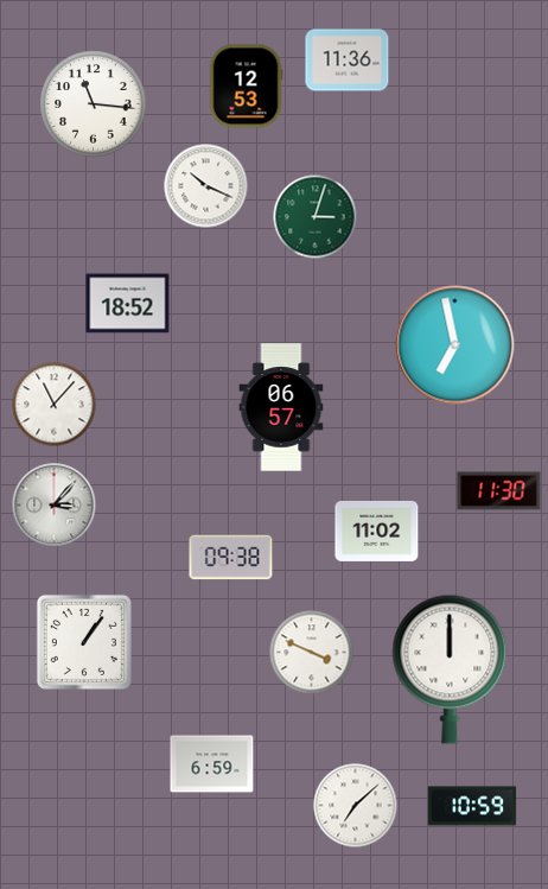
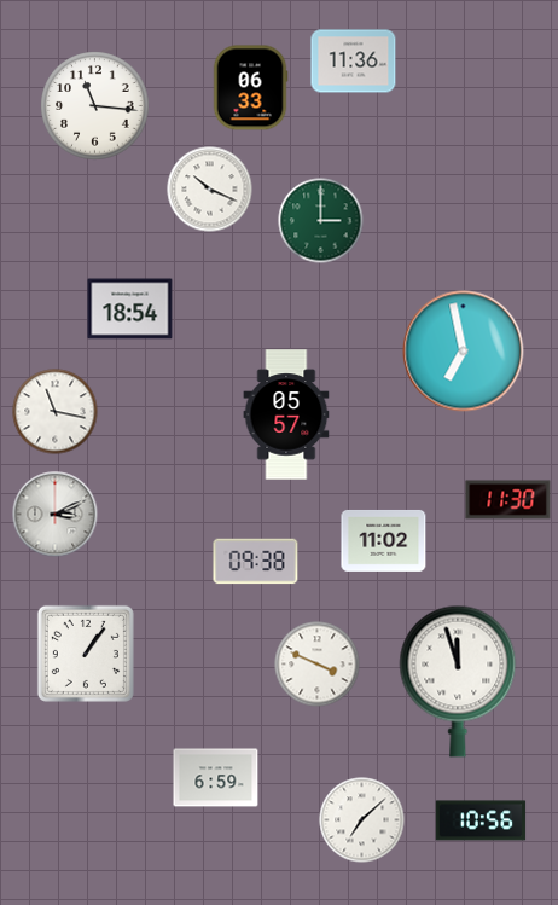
clock at (246, 87): 12:53 -> 06:33
clock at (316, 217): 3:03 -> 3:00
clock at (128, 304): 18:52 -> 18:54
clock at (55, 405): 11:07 -> 11:17
clock at (281, 407): 06:57 -> 05:57
clock at (55, 506): 3:07 -> 3:11
clock at (231, 558) position: (231, 558) -> (256, 562)
clock at (450, 669): 12:00 -> 11:57
clock at (472, 806): 10:59 -> 10:56
